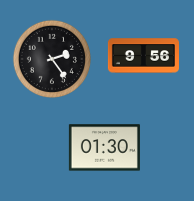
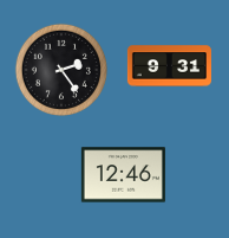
clock at (143, 56): 9:56 -> 9:31
clock at (104, 148): 01:30 -> 12:46
